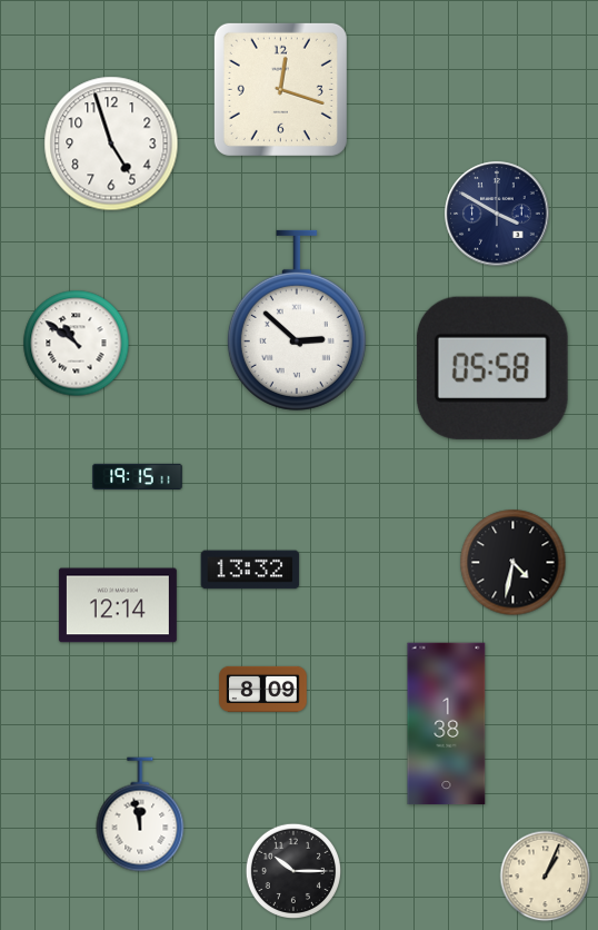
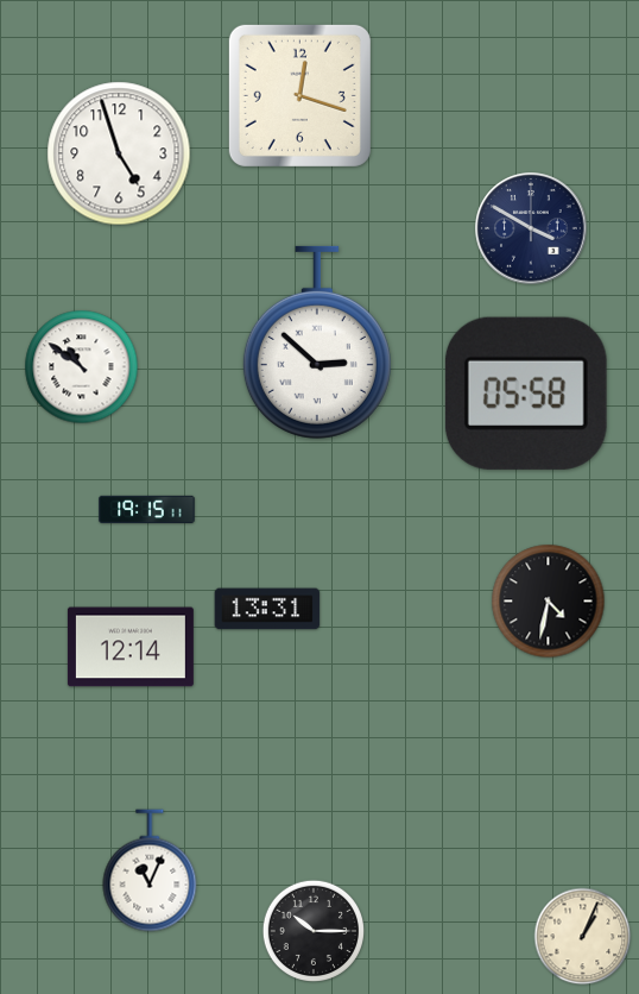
clock at (250, 570): 13:32 -> 13:31
clock at (118, 605) position: (118, 605) -> (131, 647)
clock at (263, 689): 8:09 -> none
clock at (447, 724): 1:38 -> none
clock at (140, 814): 11:58 -> 11:04
